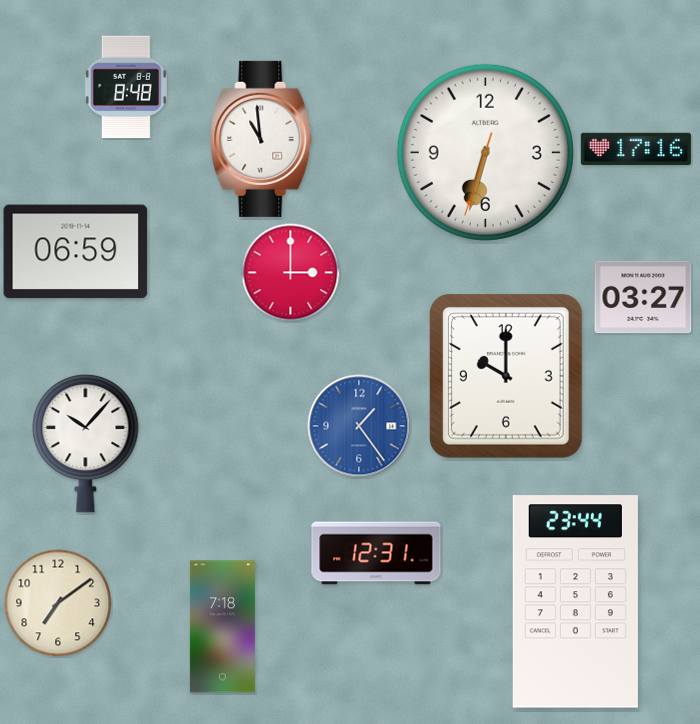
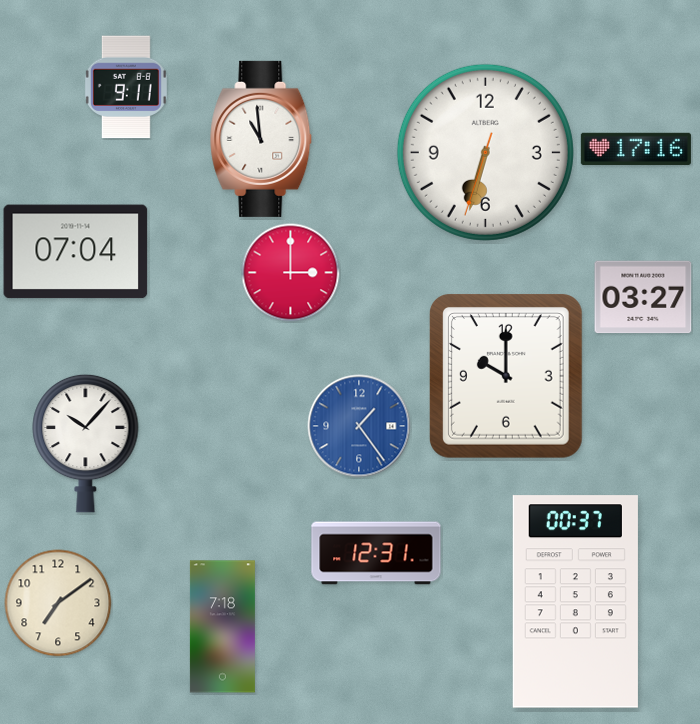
clock at (126, 87): 8:48 -> 9:11
clock at (76, 252): 06:59 -> 07:04
clock at (575, 602): 23:44 -> 00:37
